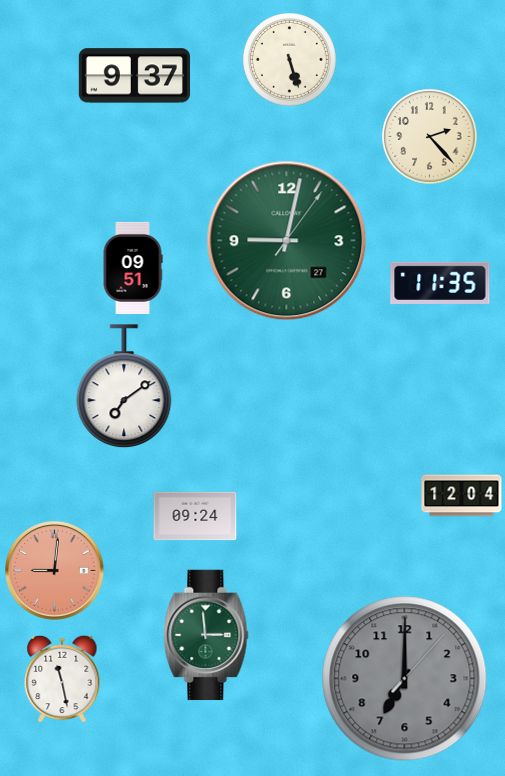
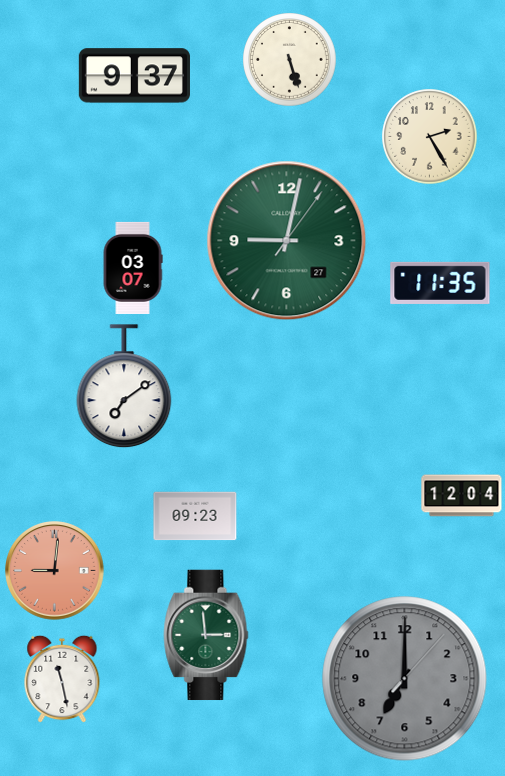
clock at (430, 137): 2:23 -> 2:25
clock at (133, 268): 09:51 -> 03:07
clock at (195, 516): 09:24 -> 09:23
